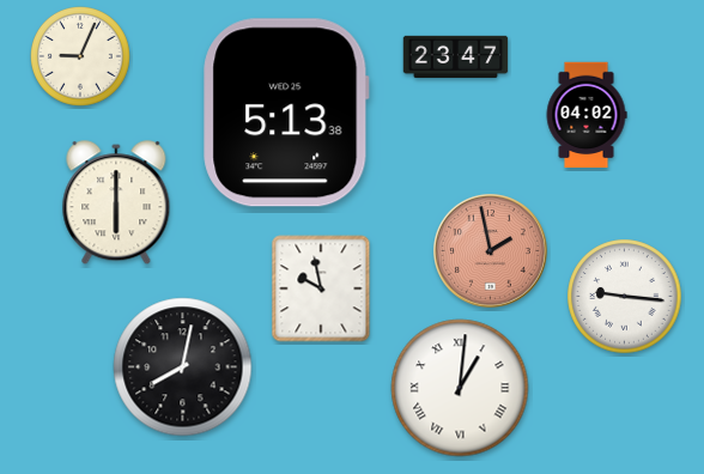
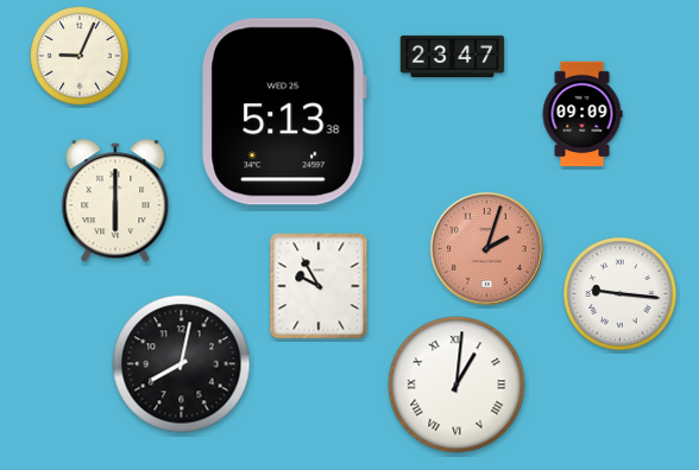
clock at (587, 115): 04:02 -> 09:09
clock at (491, 251): 1:58 -> 2:03
clock at (321, 288): 9:58 -> 9:55
